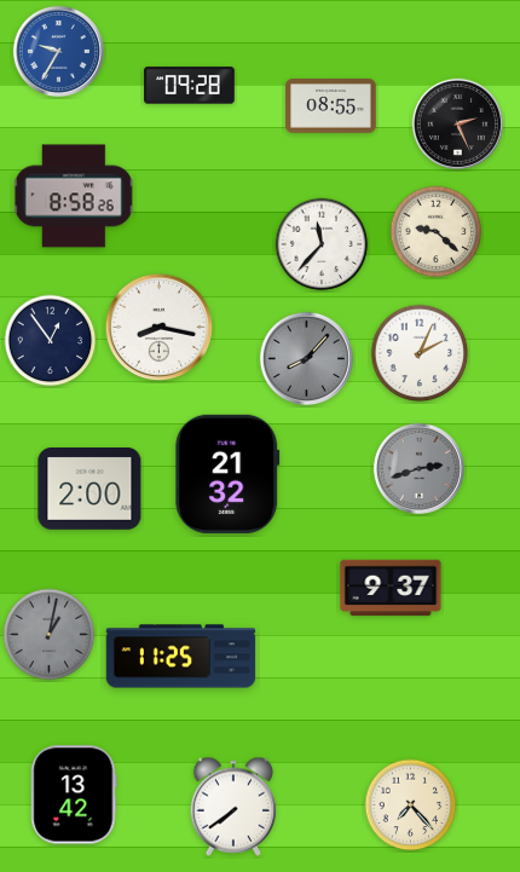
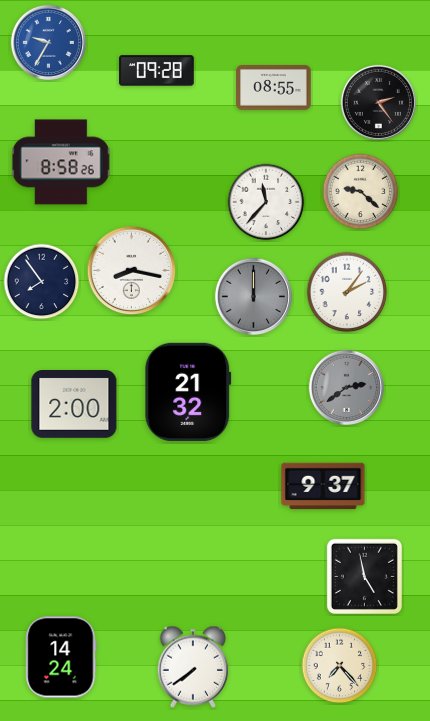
clock at (457, 123): 2:26 -> 2:24
clock at (51, 341): 12:54 -> 7:54
clock at (420, 353): 2:04 -> 2:06
clock at (306, 358): 8:07 -> 12:00
clock at (418, 468): 2:42 -> 2:39
clock at (50, 635): 1:02 -> none
clock at (181, 657): 11:25 -> none
clock at (364, 576): none -> 4:58
clock at (74, 795): 13:42 -> 14:24
